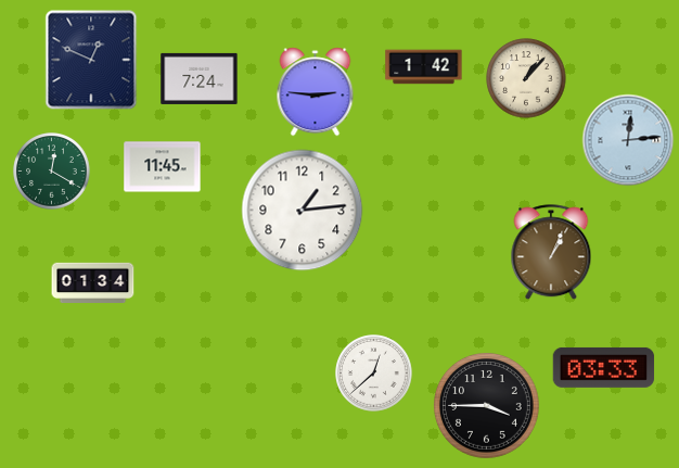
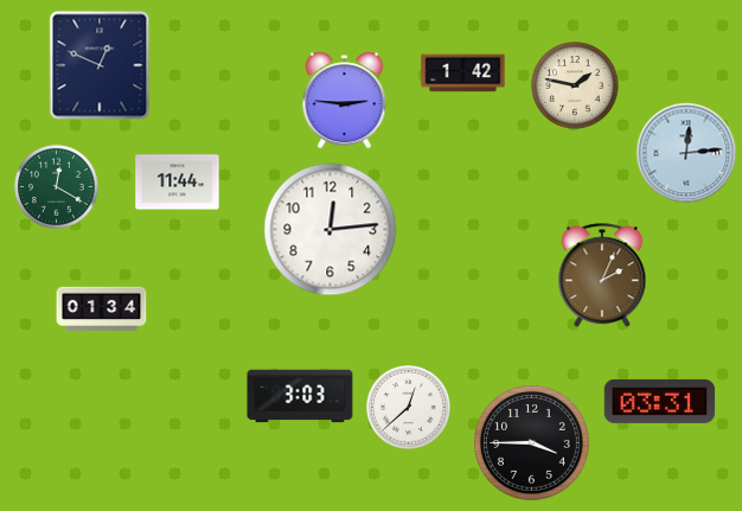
clock at (200, 78): 7:24 -> none
clock at (526, 78): 1:07 -> 1:47
clock at (163, 167): 11:45 -> 11:44
clock at (303, 211): 1:14 -> 12:14
clock at (551, 253): 1:04 -> 2:04
clock at (300, 396): none -> 3:03
clock at (604, 367): 03:33 -> 03:31
